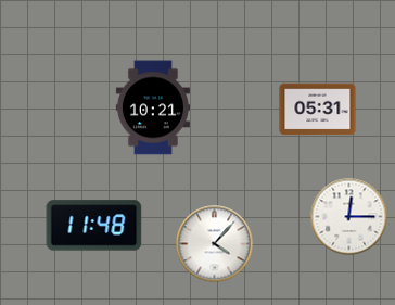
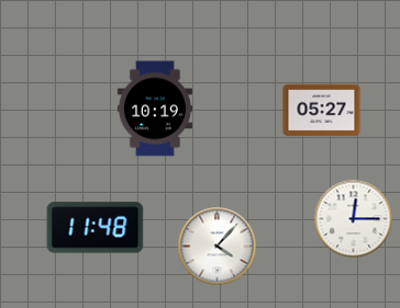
clock at (153, 107): 10:21 -> 10:19
clock at (318, 110): 05:31 -> 05:27
